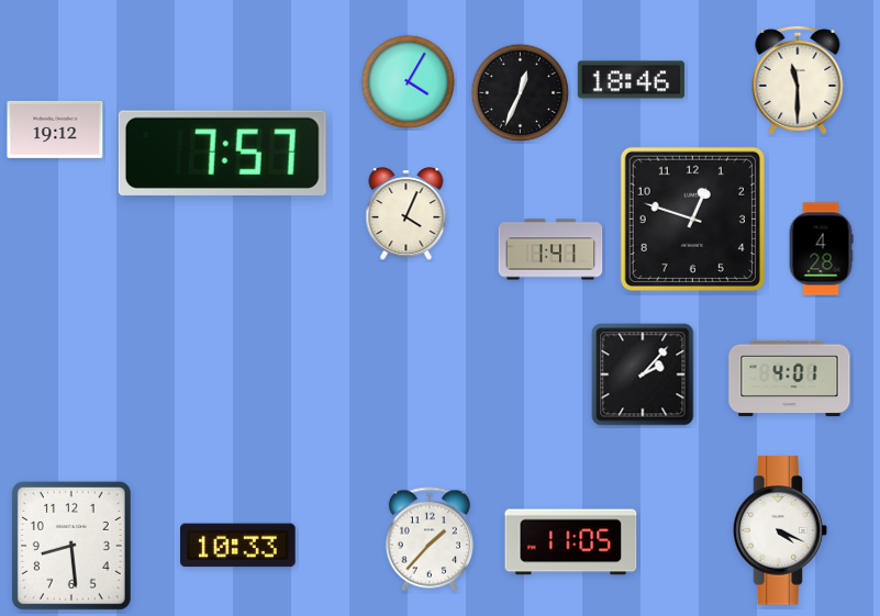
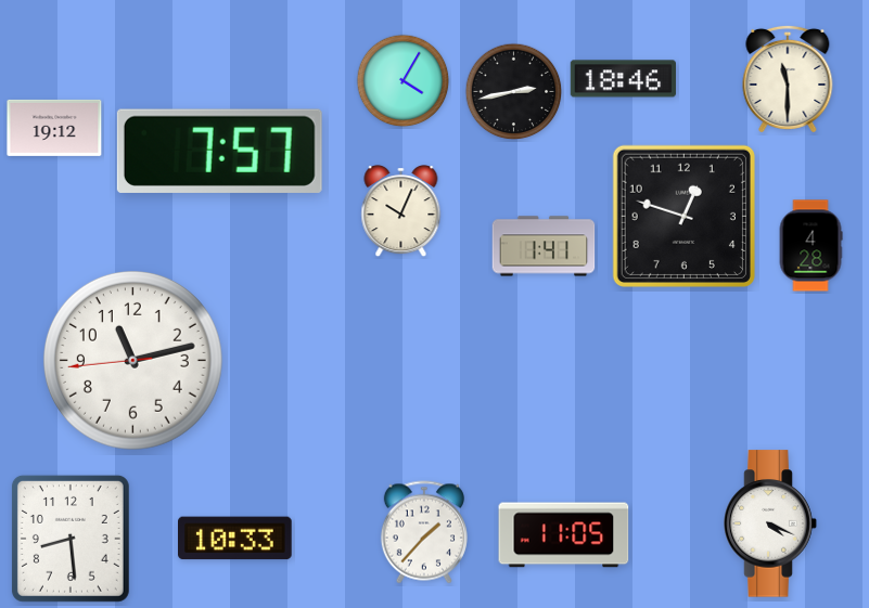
clock at (521, 93): 12:34 -> 2:43
clock at (406, 215): 4:04 -> 10:04
clock at (132, 360): none -> 11:12
clock at (643, 374): 2:07 -> none
clock at (790, 379): 4:01 -> none
